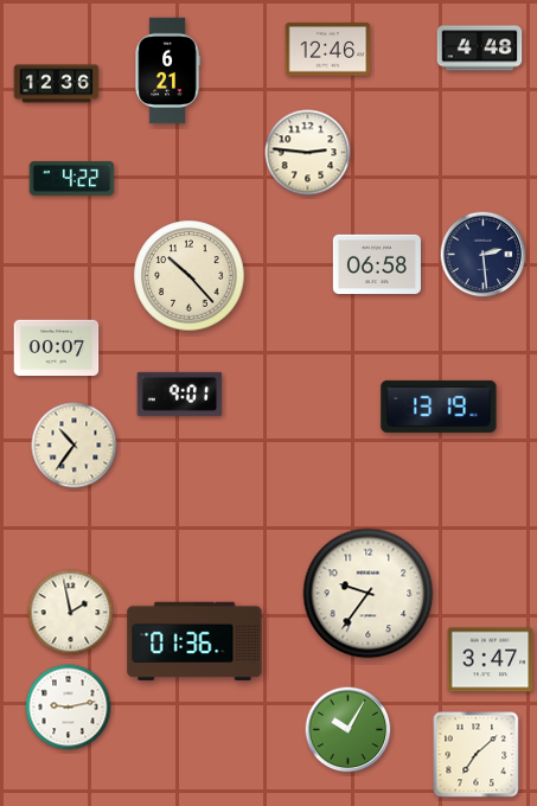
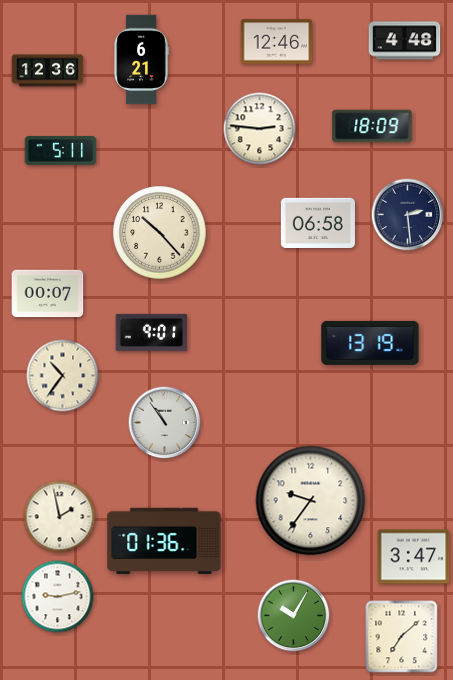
clock at (372, 126): none -> 18:09
clock at (72, 178): 4:22 -> 5:11
clock at (165, 423): none -> 10:54
